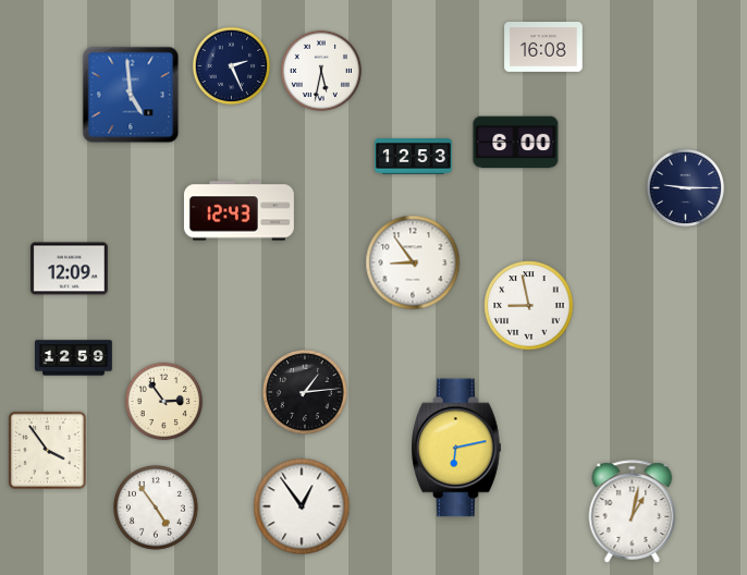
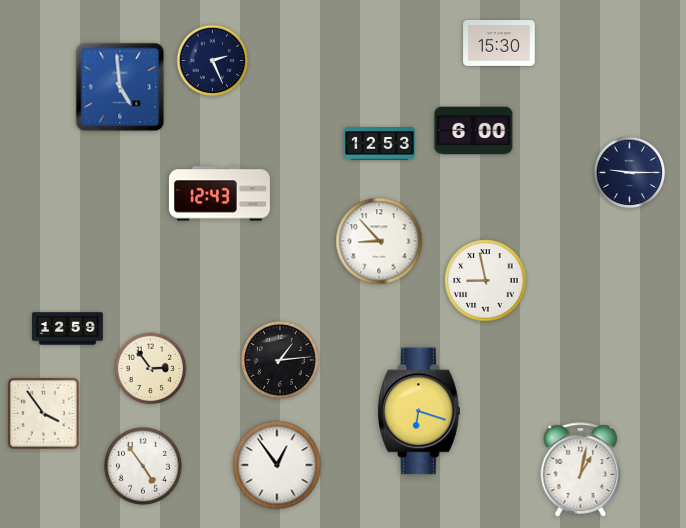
clock at (543, 48): 16:08 -> 15:30
clock at (321, 71): 5:32 -> none
clock at (413, 262): 8:54 -> 8:53
clock at (70, 269): 12:09 -> none
clock at (457, 448): 6:13 -> 6:18
